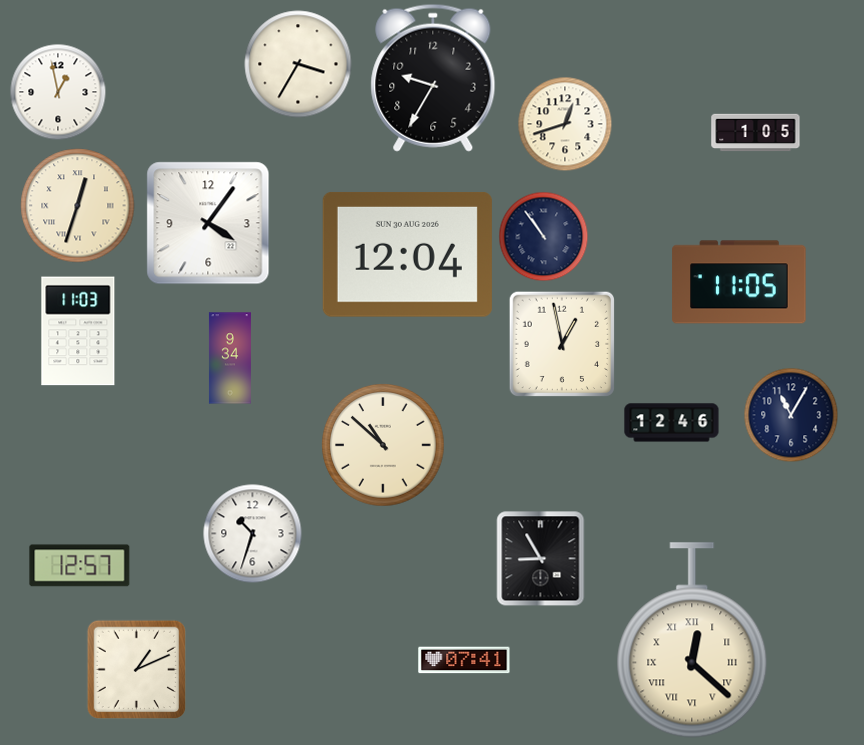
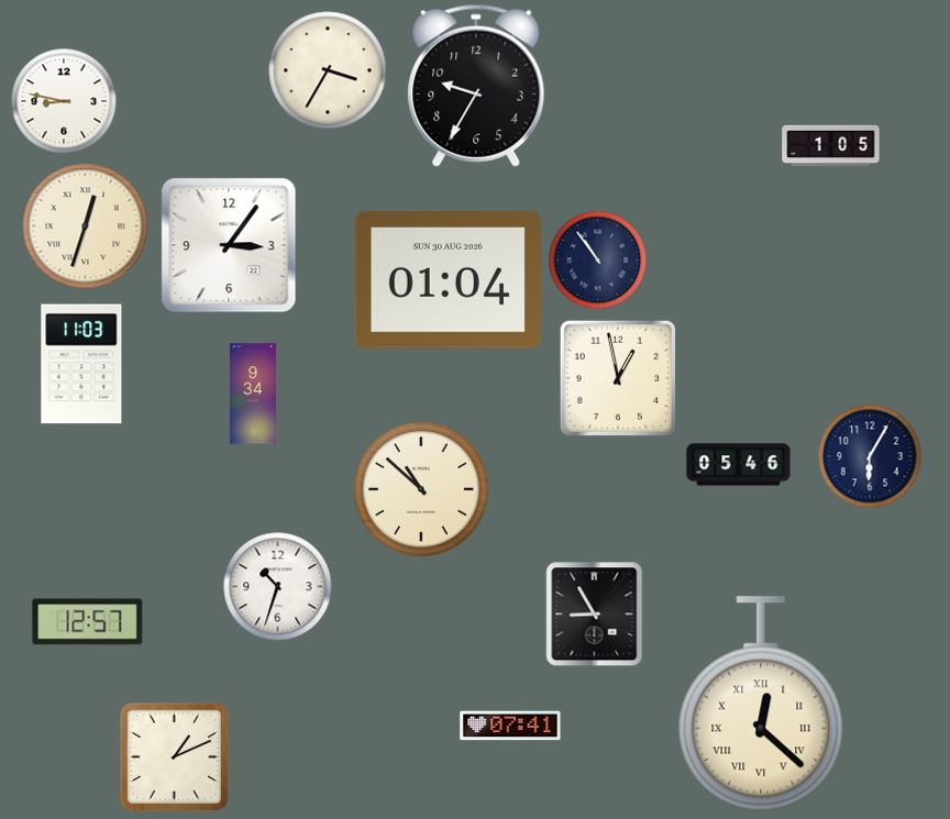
clock at (58, 92): 12:58 -> 8:47
clock at (565, 124): 12:42 -> none
clock at (208, 223): 4:06 -> 3:06
clock at (407, 254): 12:04 -> 01:04
clock at (739, 282): 11:05 -> none
clock at (78, 331) position: (78, 331) -> (81, 364)
clock at (791, 415): 11:05 -> 6:05
clock at (672, 423): 12:46 -> 05:46
clock at (136, 669) position: (136, 669) -> (174, 756)
